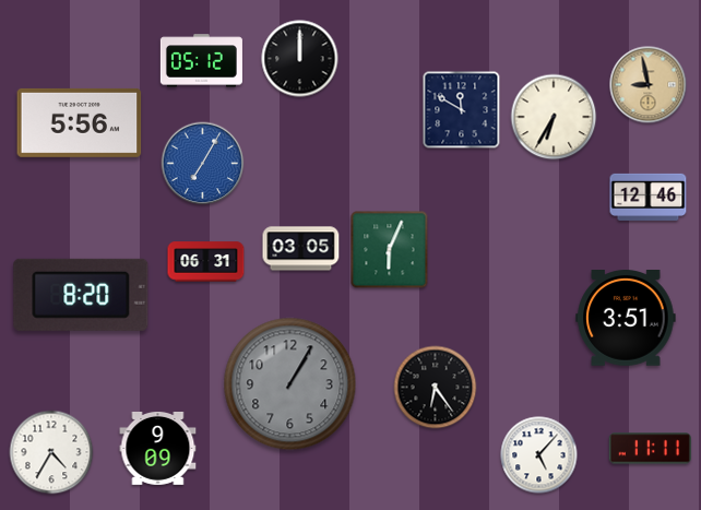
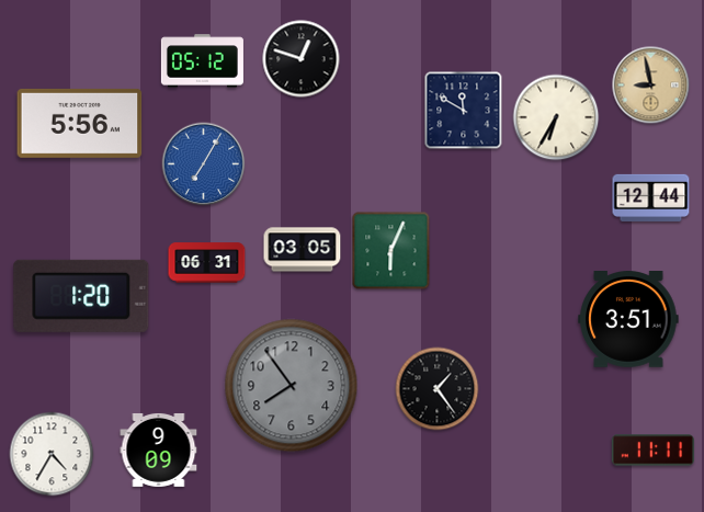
clock at (300, 59): 12:00 -> 12:48
clock at (649, 197): 12:46 -> 12:44
clock at (81, 295): 8:20 -> 1:20
clock at (290, 384): 1:05 -> 7:54
clock at (436, 388): 6:24 -> 1:24
clock at (539, 455): 5:07 -> none
